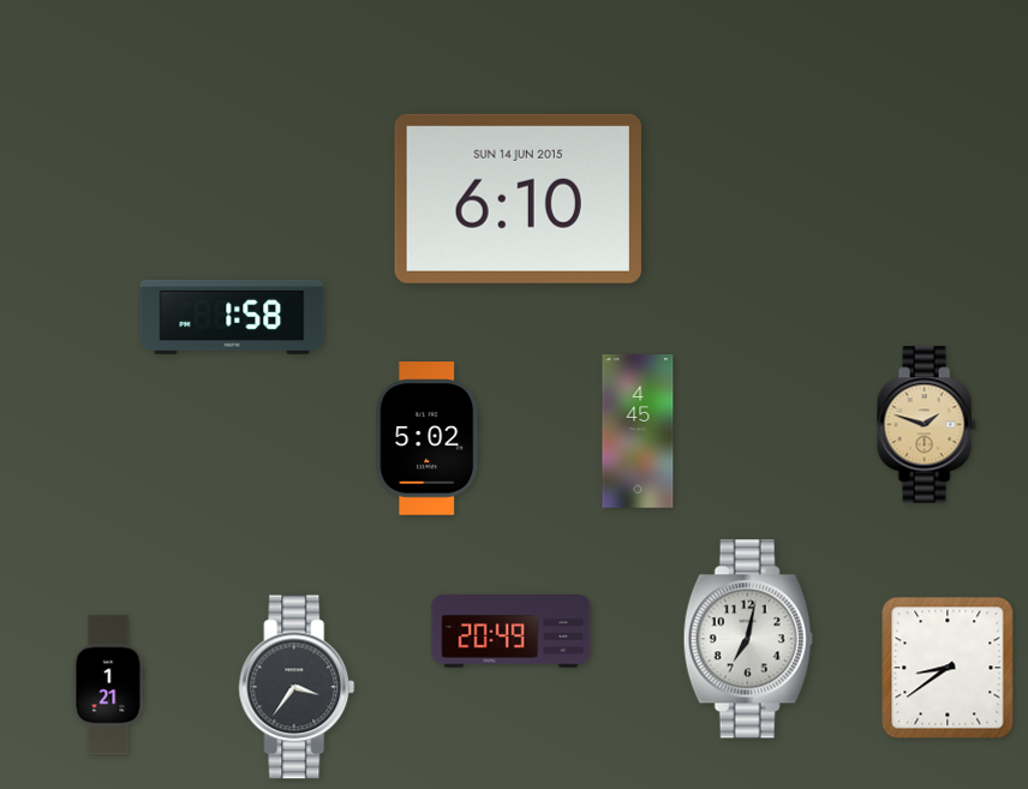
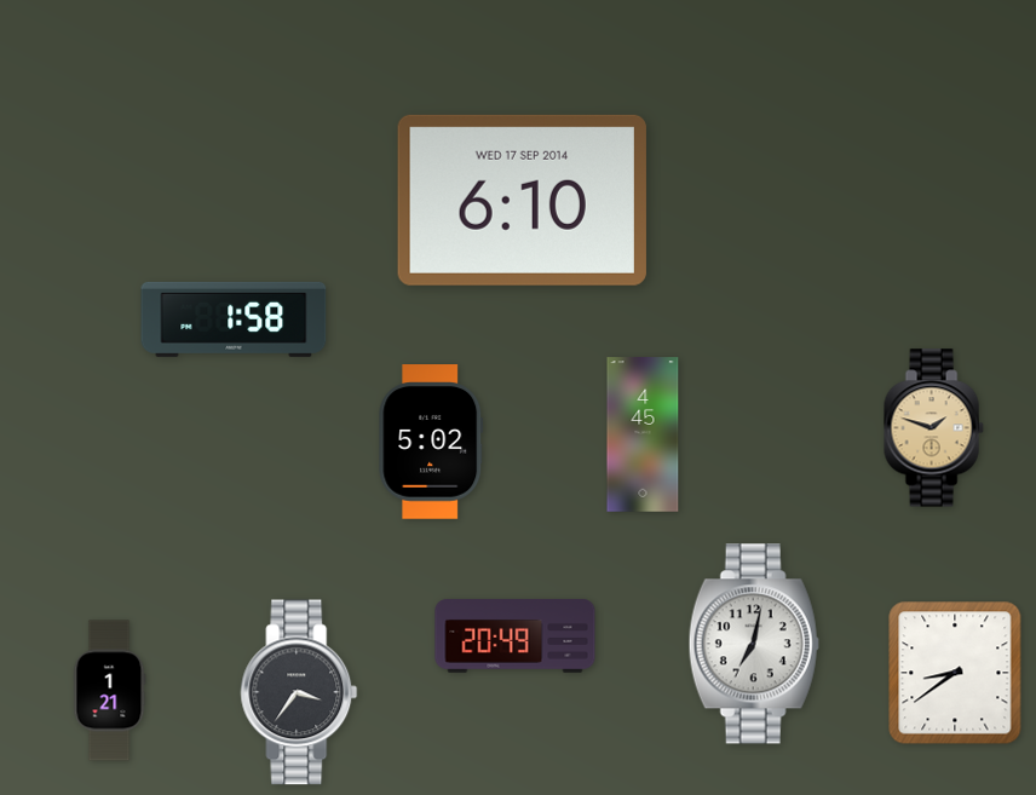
clock at (518, 198) date: SUN 14 JUN 2015 -> WED 17 SEP 2014
